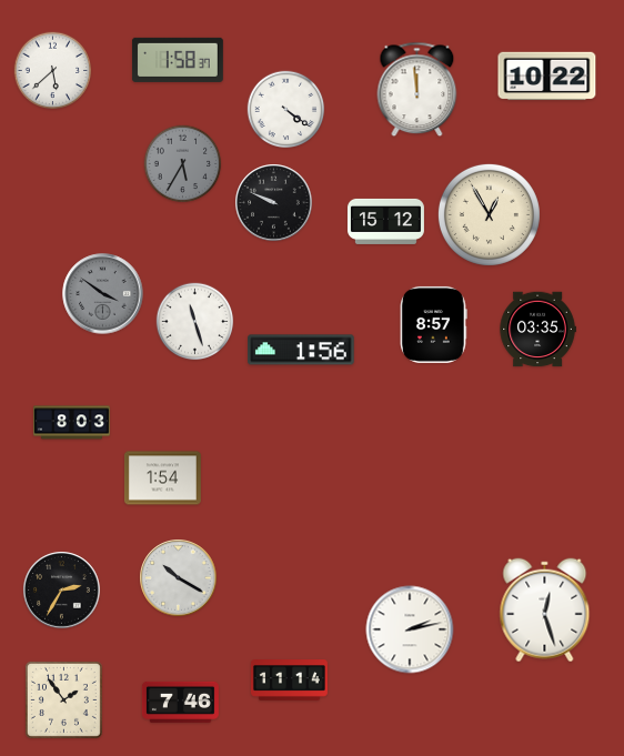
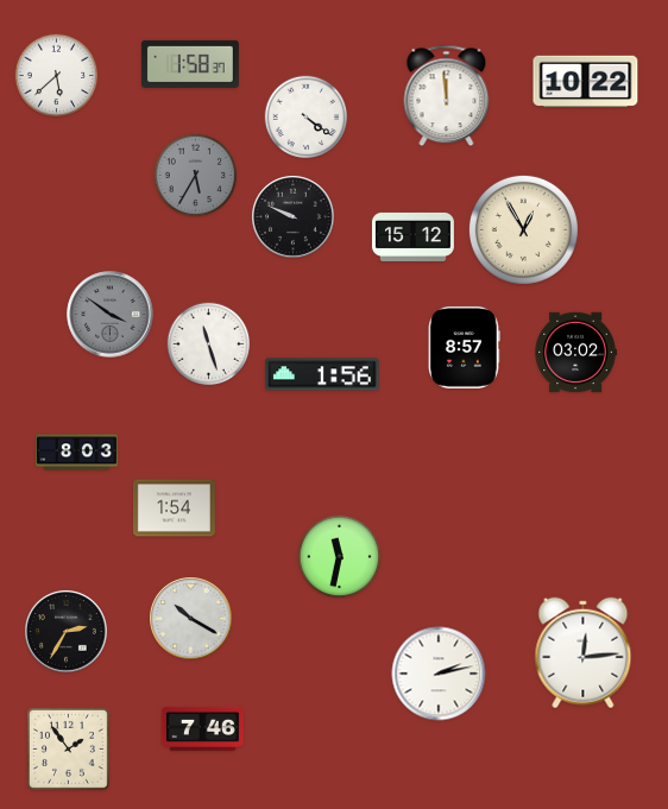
clock at (537, 330): 03:35 -> 03:02
clock at (162, 478) position: (162, 478) -> (174, 508)
clock at (340, 557): none -> 11:32
clock at (545, 611): 12:27 -> 12:14
clock at (289, 681): 11:14 -> none
clock at (180, 702) position: (180, 702) -> (202, 728)
